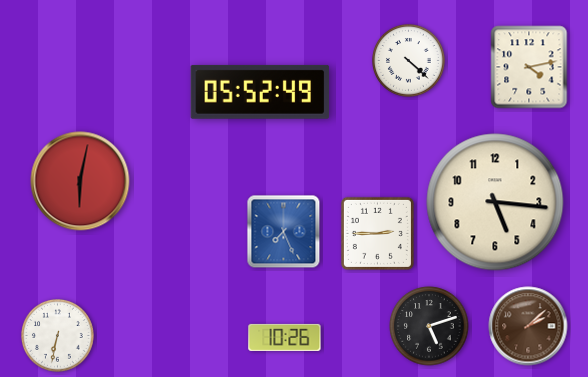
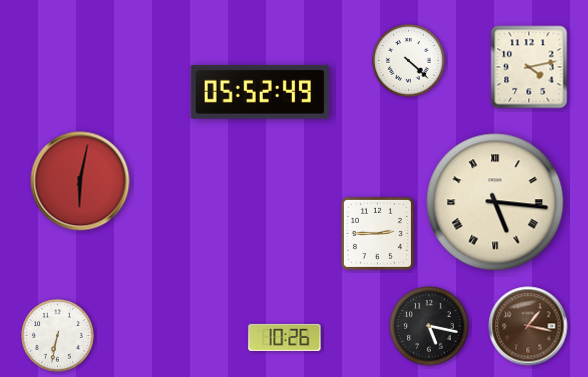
clock at (495, 202) numerals: Arabic -> Roman
clock at (284, 232): 7:26 -> none
clock at (429, 326): 5:12 -> 5:17
clock at (528, 326): 2:08 -> 1:17
